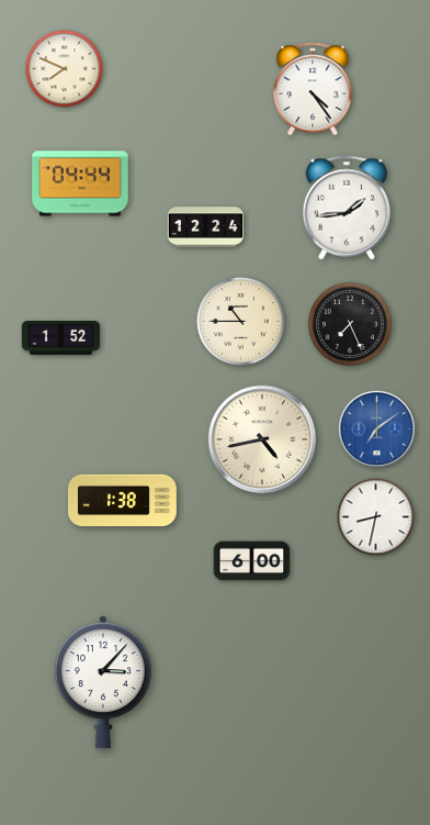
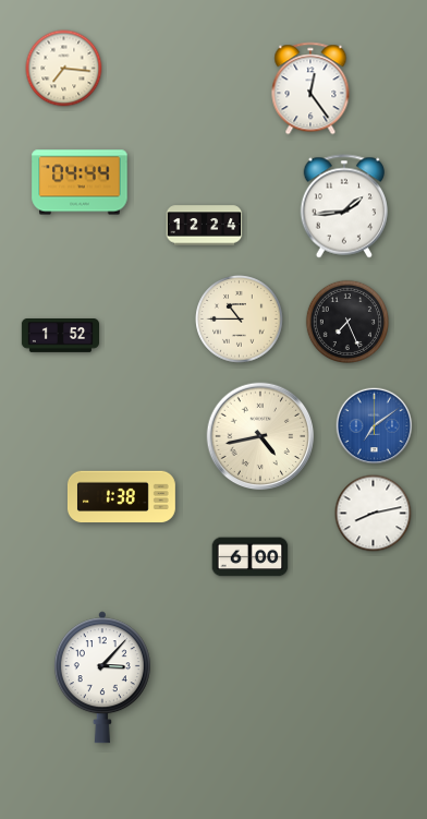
clock at (65, 69): 7:49 -> 7:16
clock at (313, 89): 4:24 -> 12:24
clock at (376, 517): 8:32 -> 8:13
